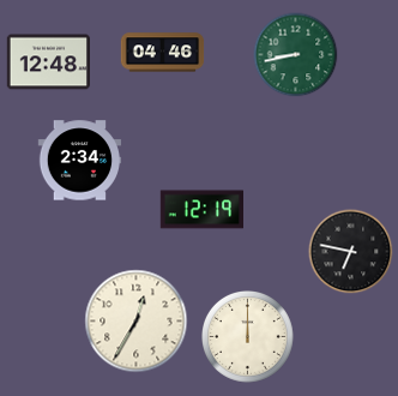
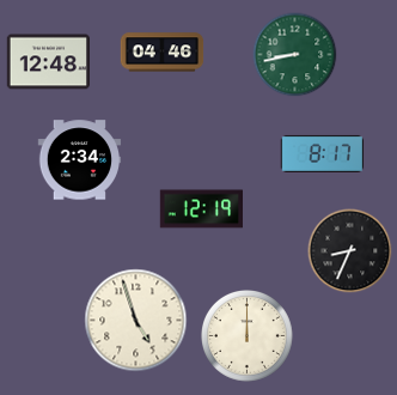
clock at (323, 153): none -> 8:17
clock at (351, 252): 6:47 -> 8:34
clock at (137, 322): 12:35 -> 4:57
